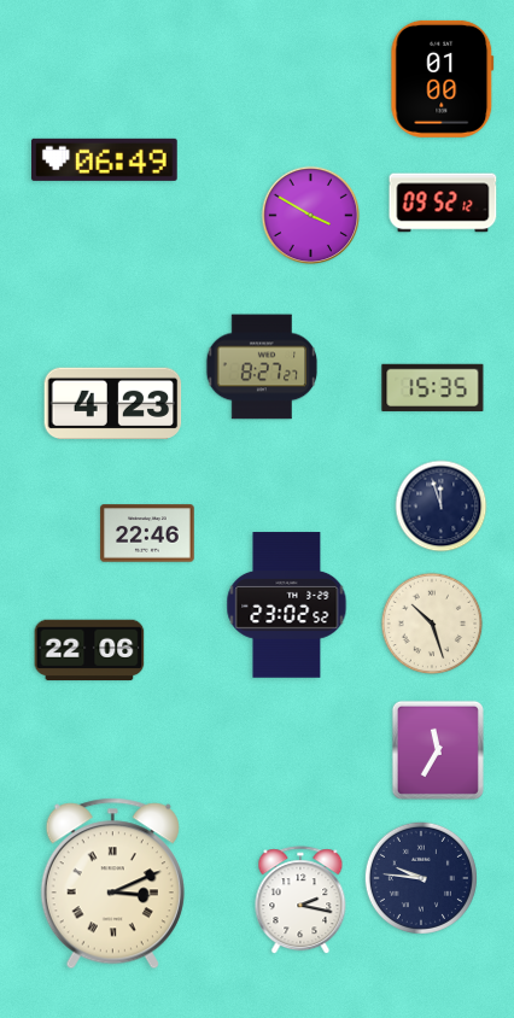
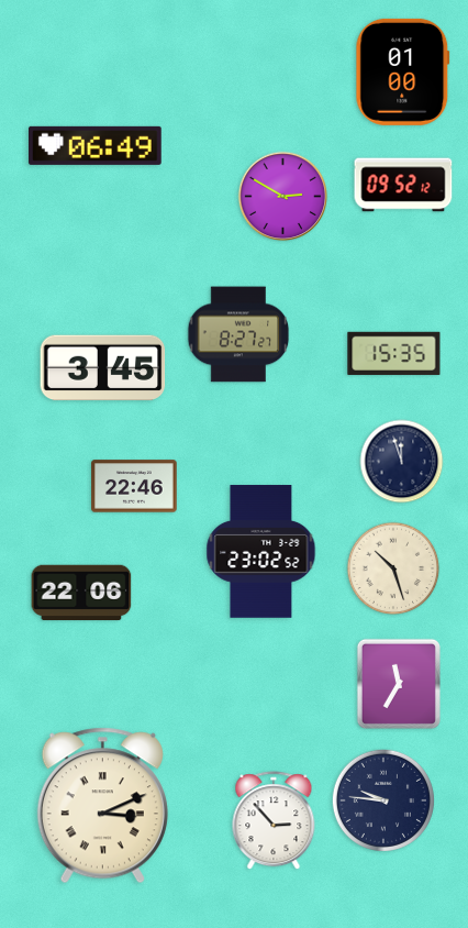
clock at (311, 216): 3:50 -> 2:50
clock at (113, 404): 4:23 -> 3:45
clock at (300, 901): 2:17 -> 2:53
